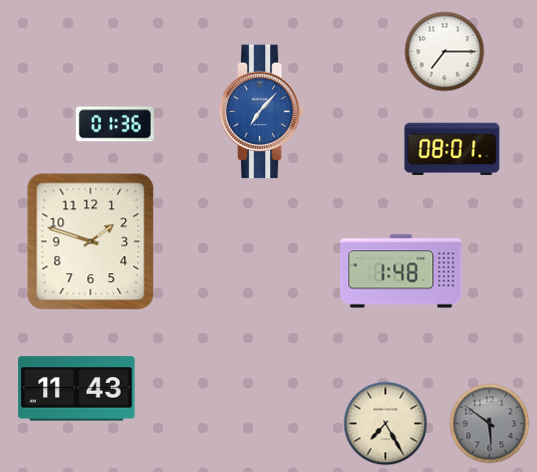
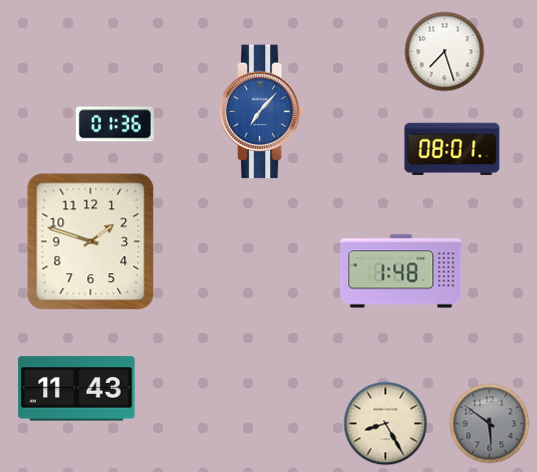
clock at (445, 52): 7:15 -> 7:27
clock at (386, 424): 7:25 -> 8:25
